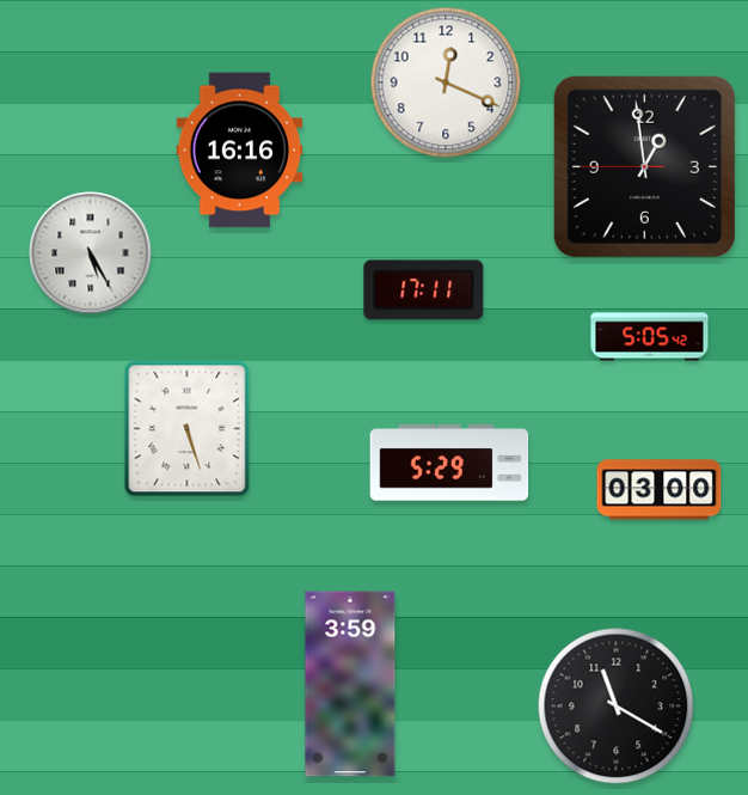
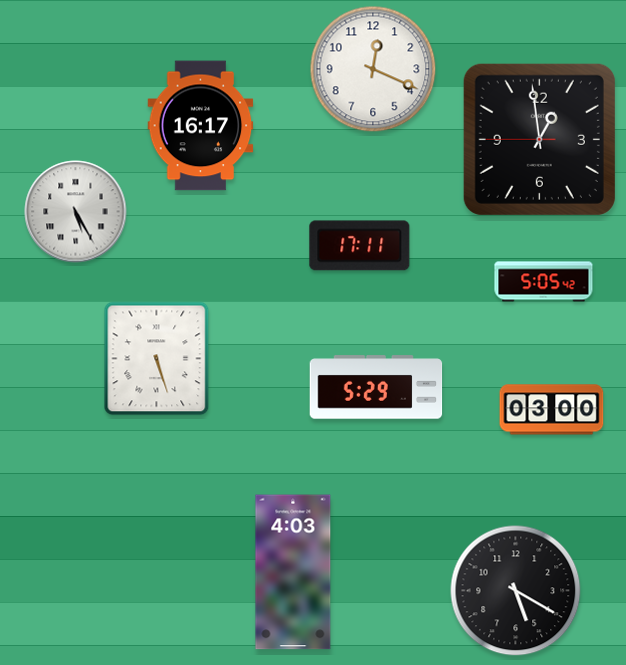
clock at (240, 151): 16:16 -> 16:17
clock at (424, 291) position: (424, 291) -> (360, 246)
clock at (350, 684): 3:59 -> 4:03
clock at (617, 707): 11:20 -> 5:20
